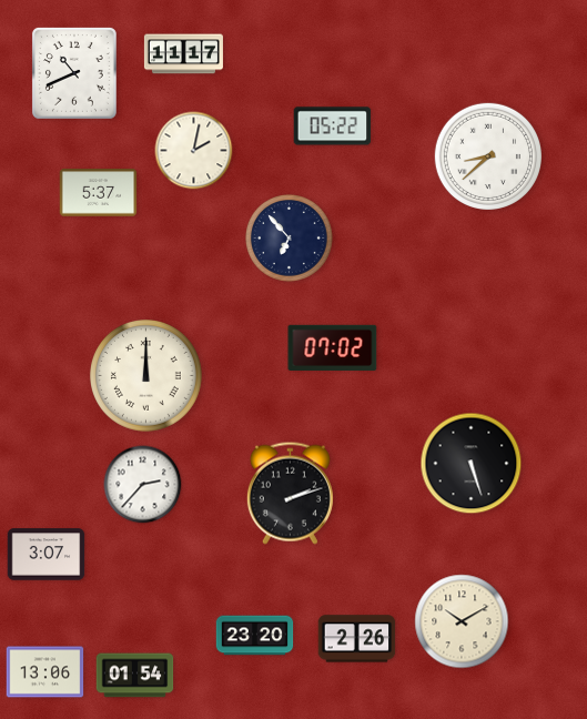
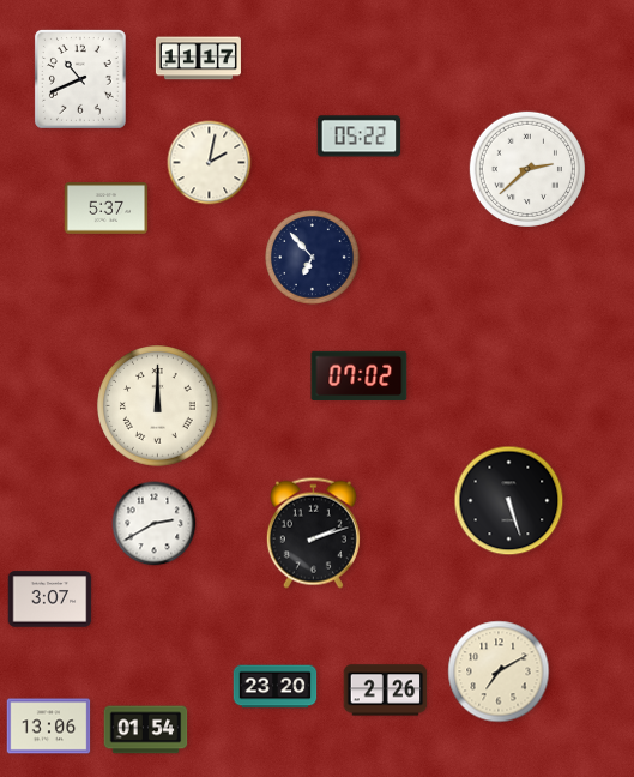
clock at (488, 156): 8:38 -> 2:38
clock at (143, 485): 2:37 -> 2:40
clock at (462, 621): 10:10 -> 7:10
